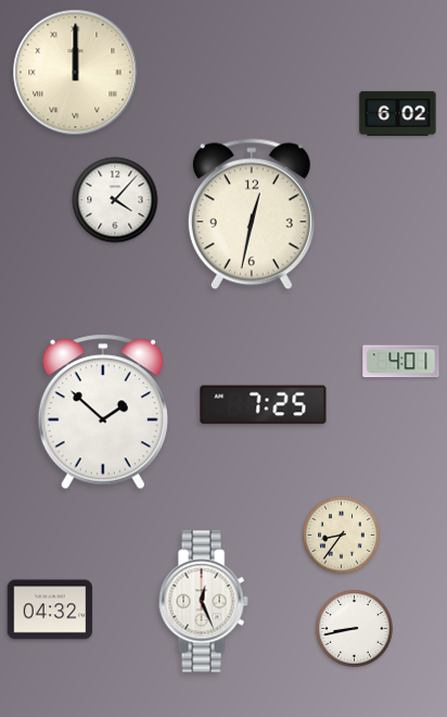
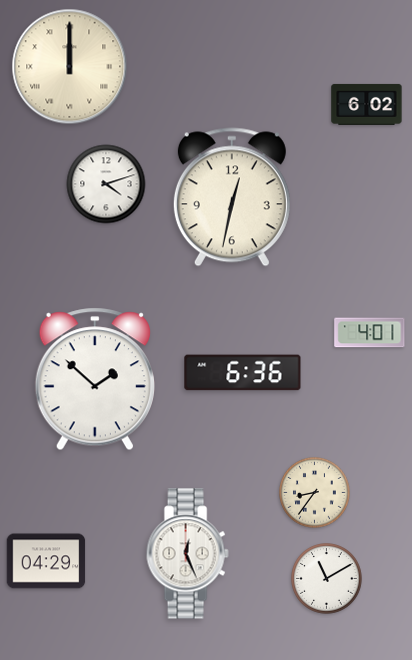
clock at (115, 200): 4:07 -> 4:12
clock at (264, 405): 7:25 -> 6:36
clock at (50, 609): 04:32 -> 04:29
clock at (355, 629): 8:43 -> 11:10
